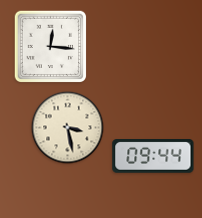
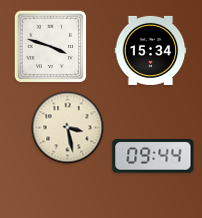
clock at (51, 47): 12:16 -> 3:48
clock at (151, 50): none -> 15:34
